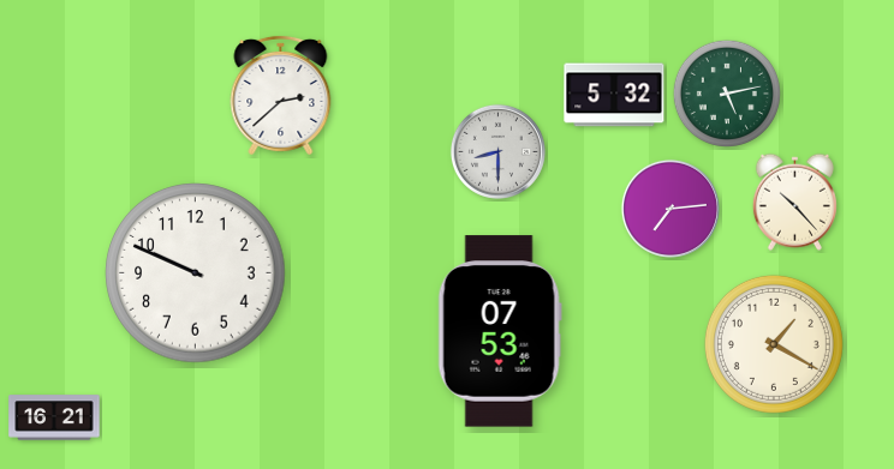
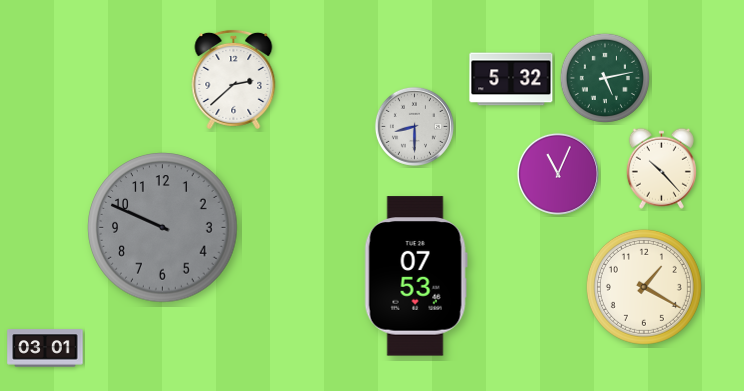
clock at (670, 209): 7:14 -> 11:04
clock at (196, 273) dial: white -> grey
clock at (54, 417): 16:21 -> 03:01
